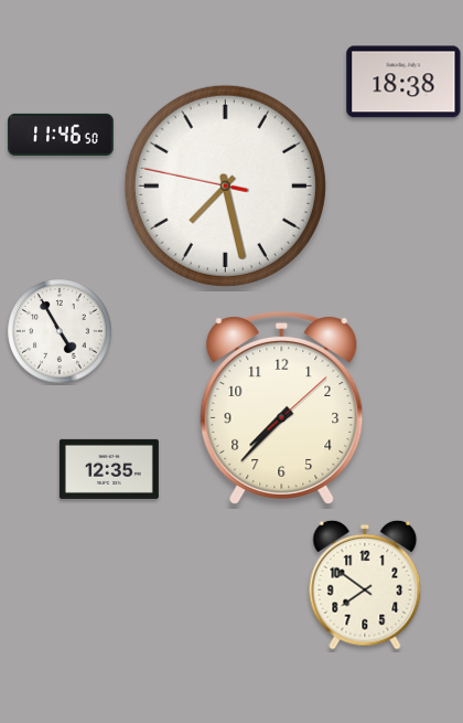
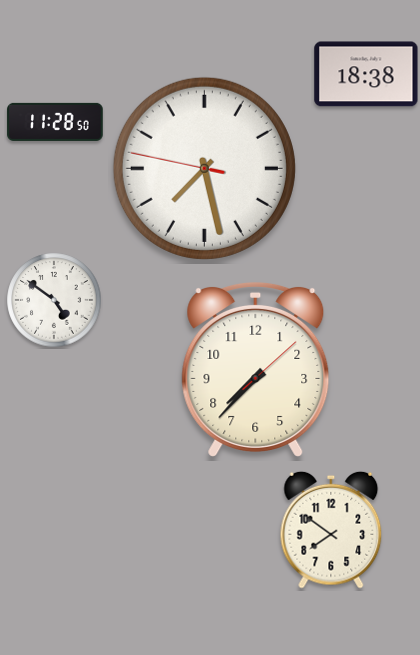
clock at (61, 135): 11:46 -> 11:28
clock at (60, 331): 4:55 -> 4:51
clock at (109, 469): 12:35 -> none
